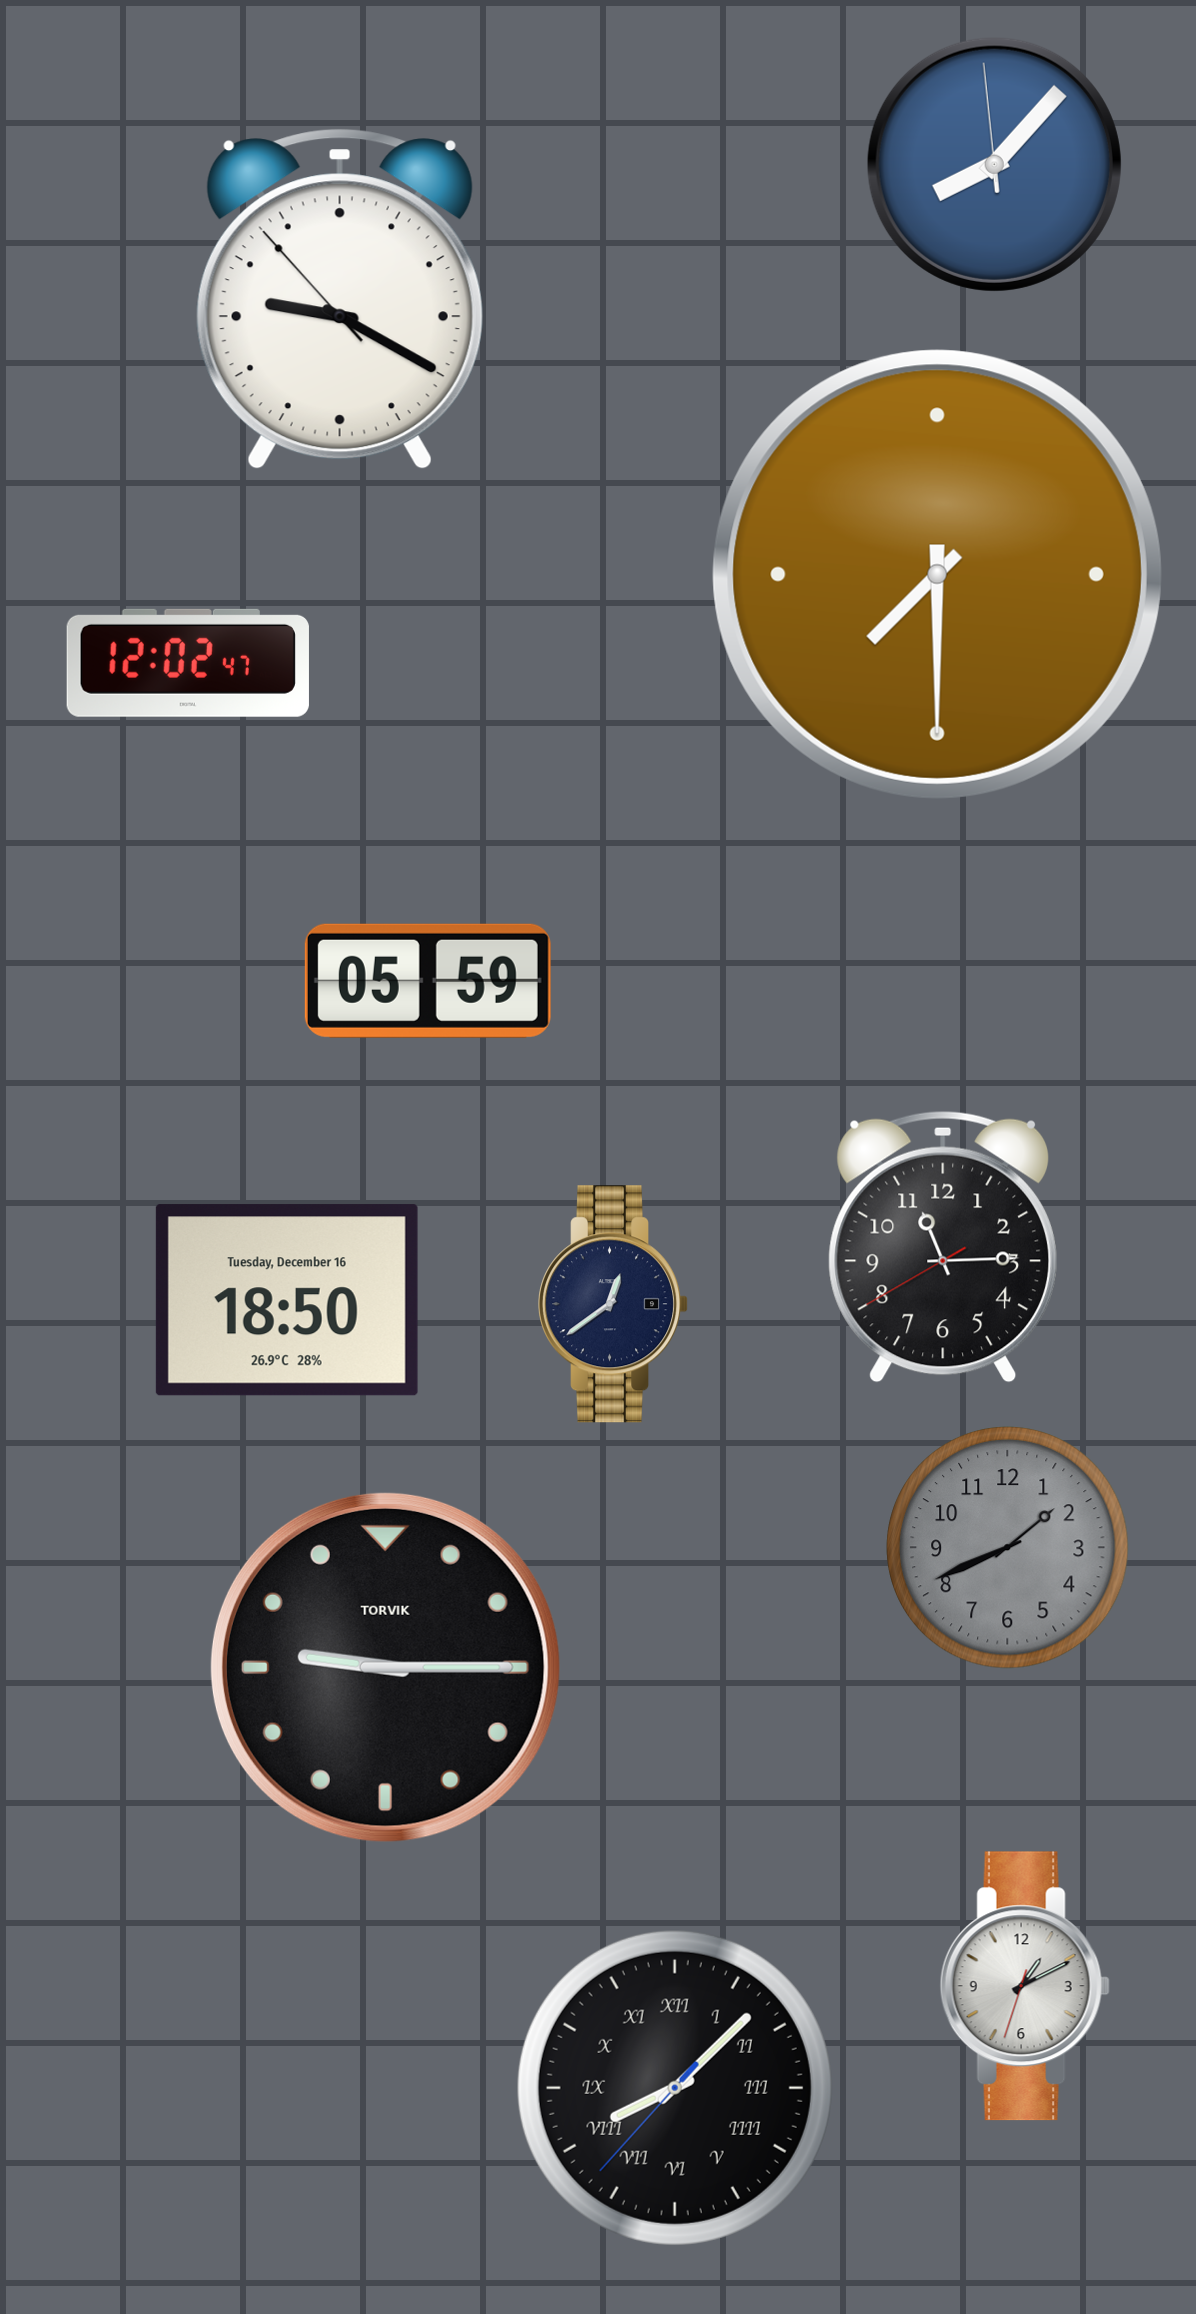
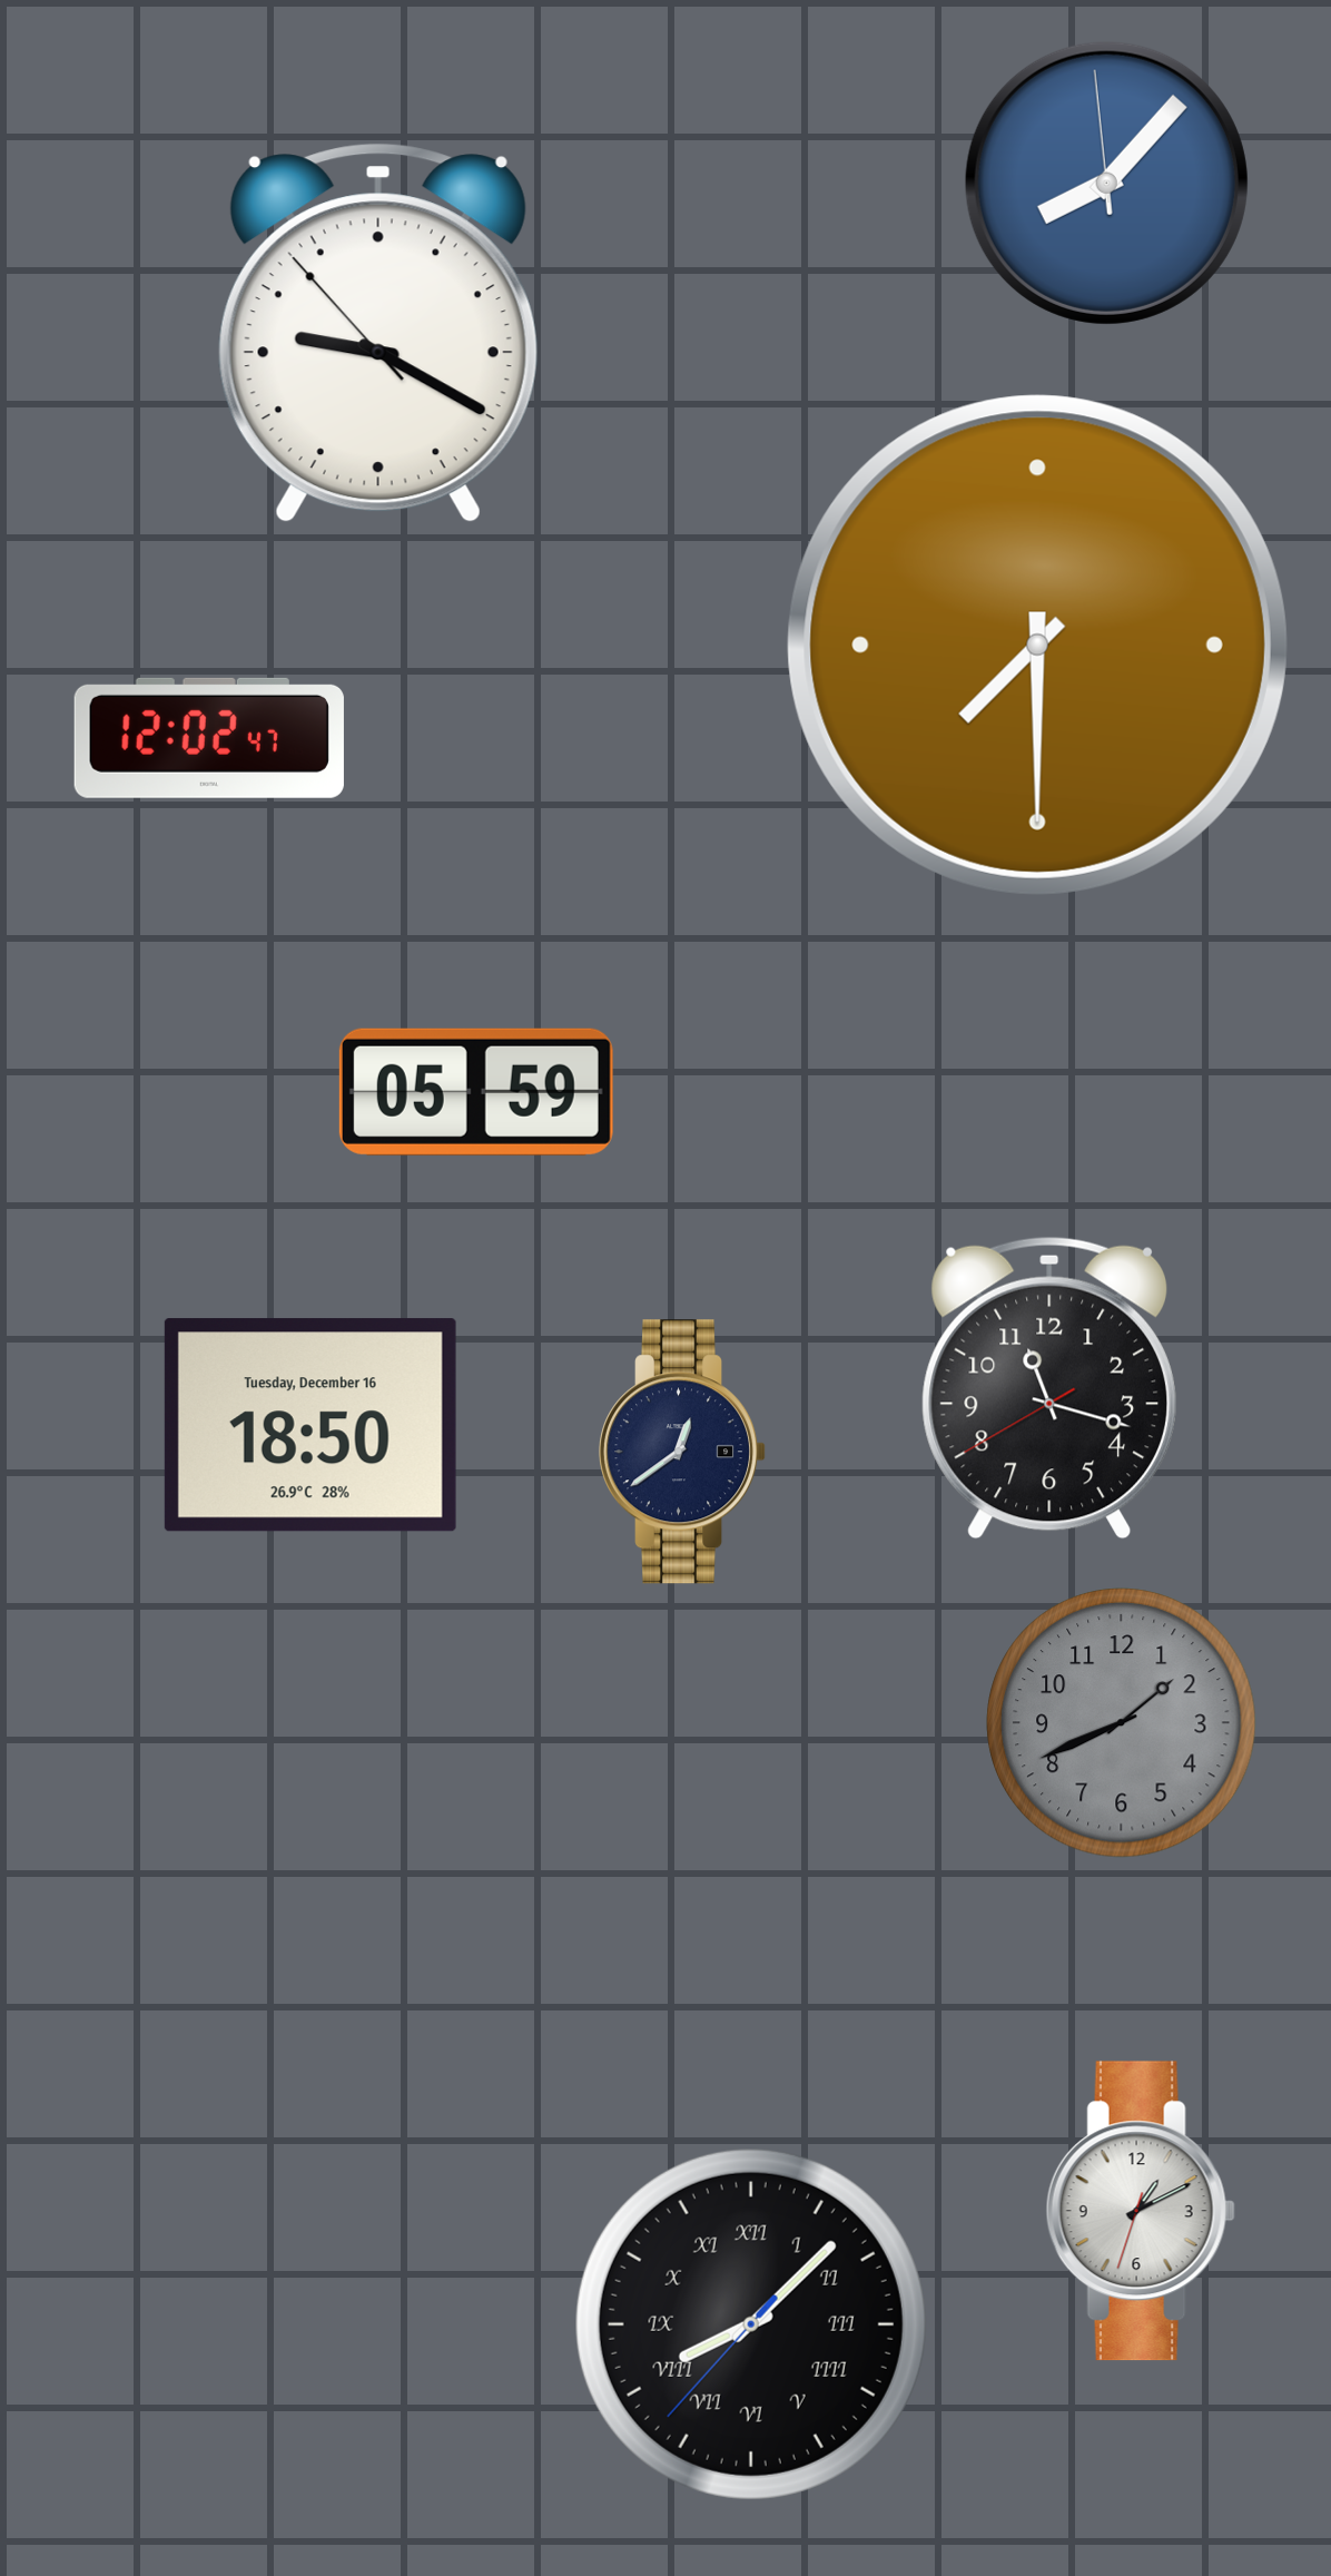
clock at (937, 574) position: (937, 574) -> (1037, 645)
clock at (942, 1247): 11:14 -> 11:17
clock at (287, 1300) position: (287, 1300) -> (310, 1425)
clock at (385, 1667): 9:15 -> none
